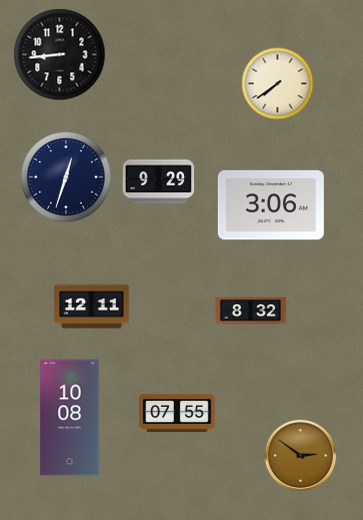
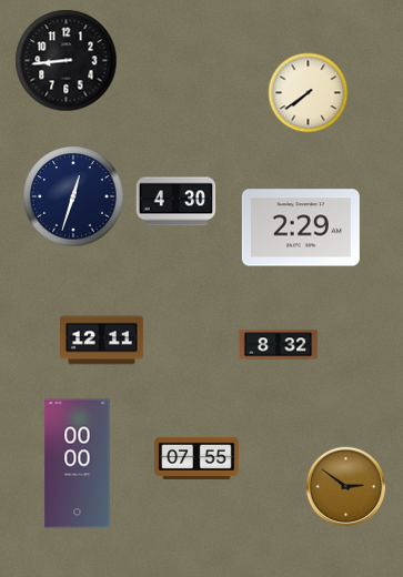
clock at (159, 182): 9:29 -> 4:30
clock at (271, 205): 3:06 -> 2:29
clock at (70, 418): 10:08 -> 00:00
clock at (301, 456) position: (301, 456) -> (346, 487)
